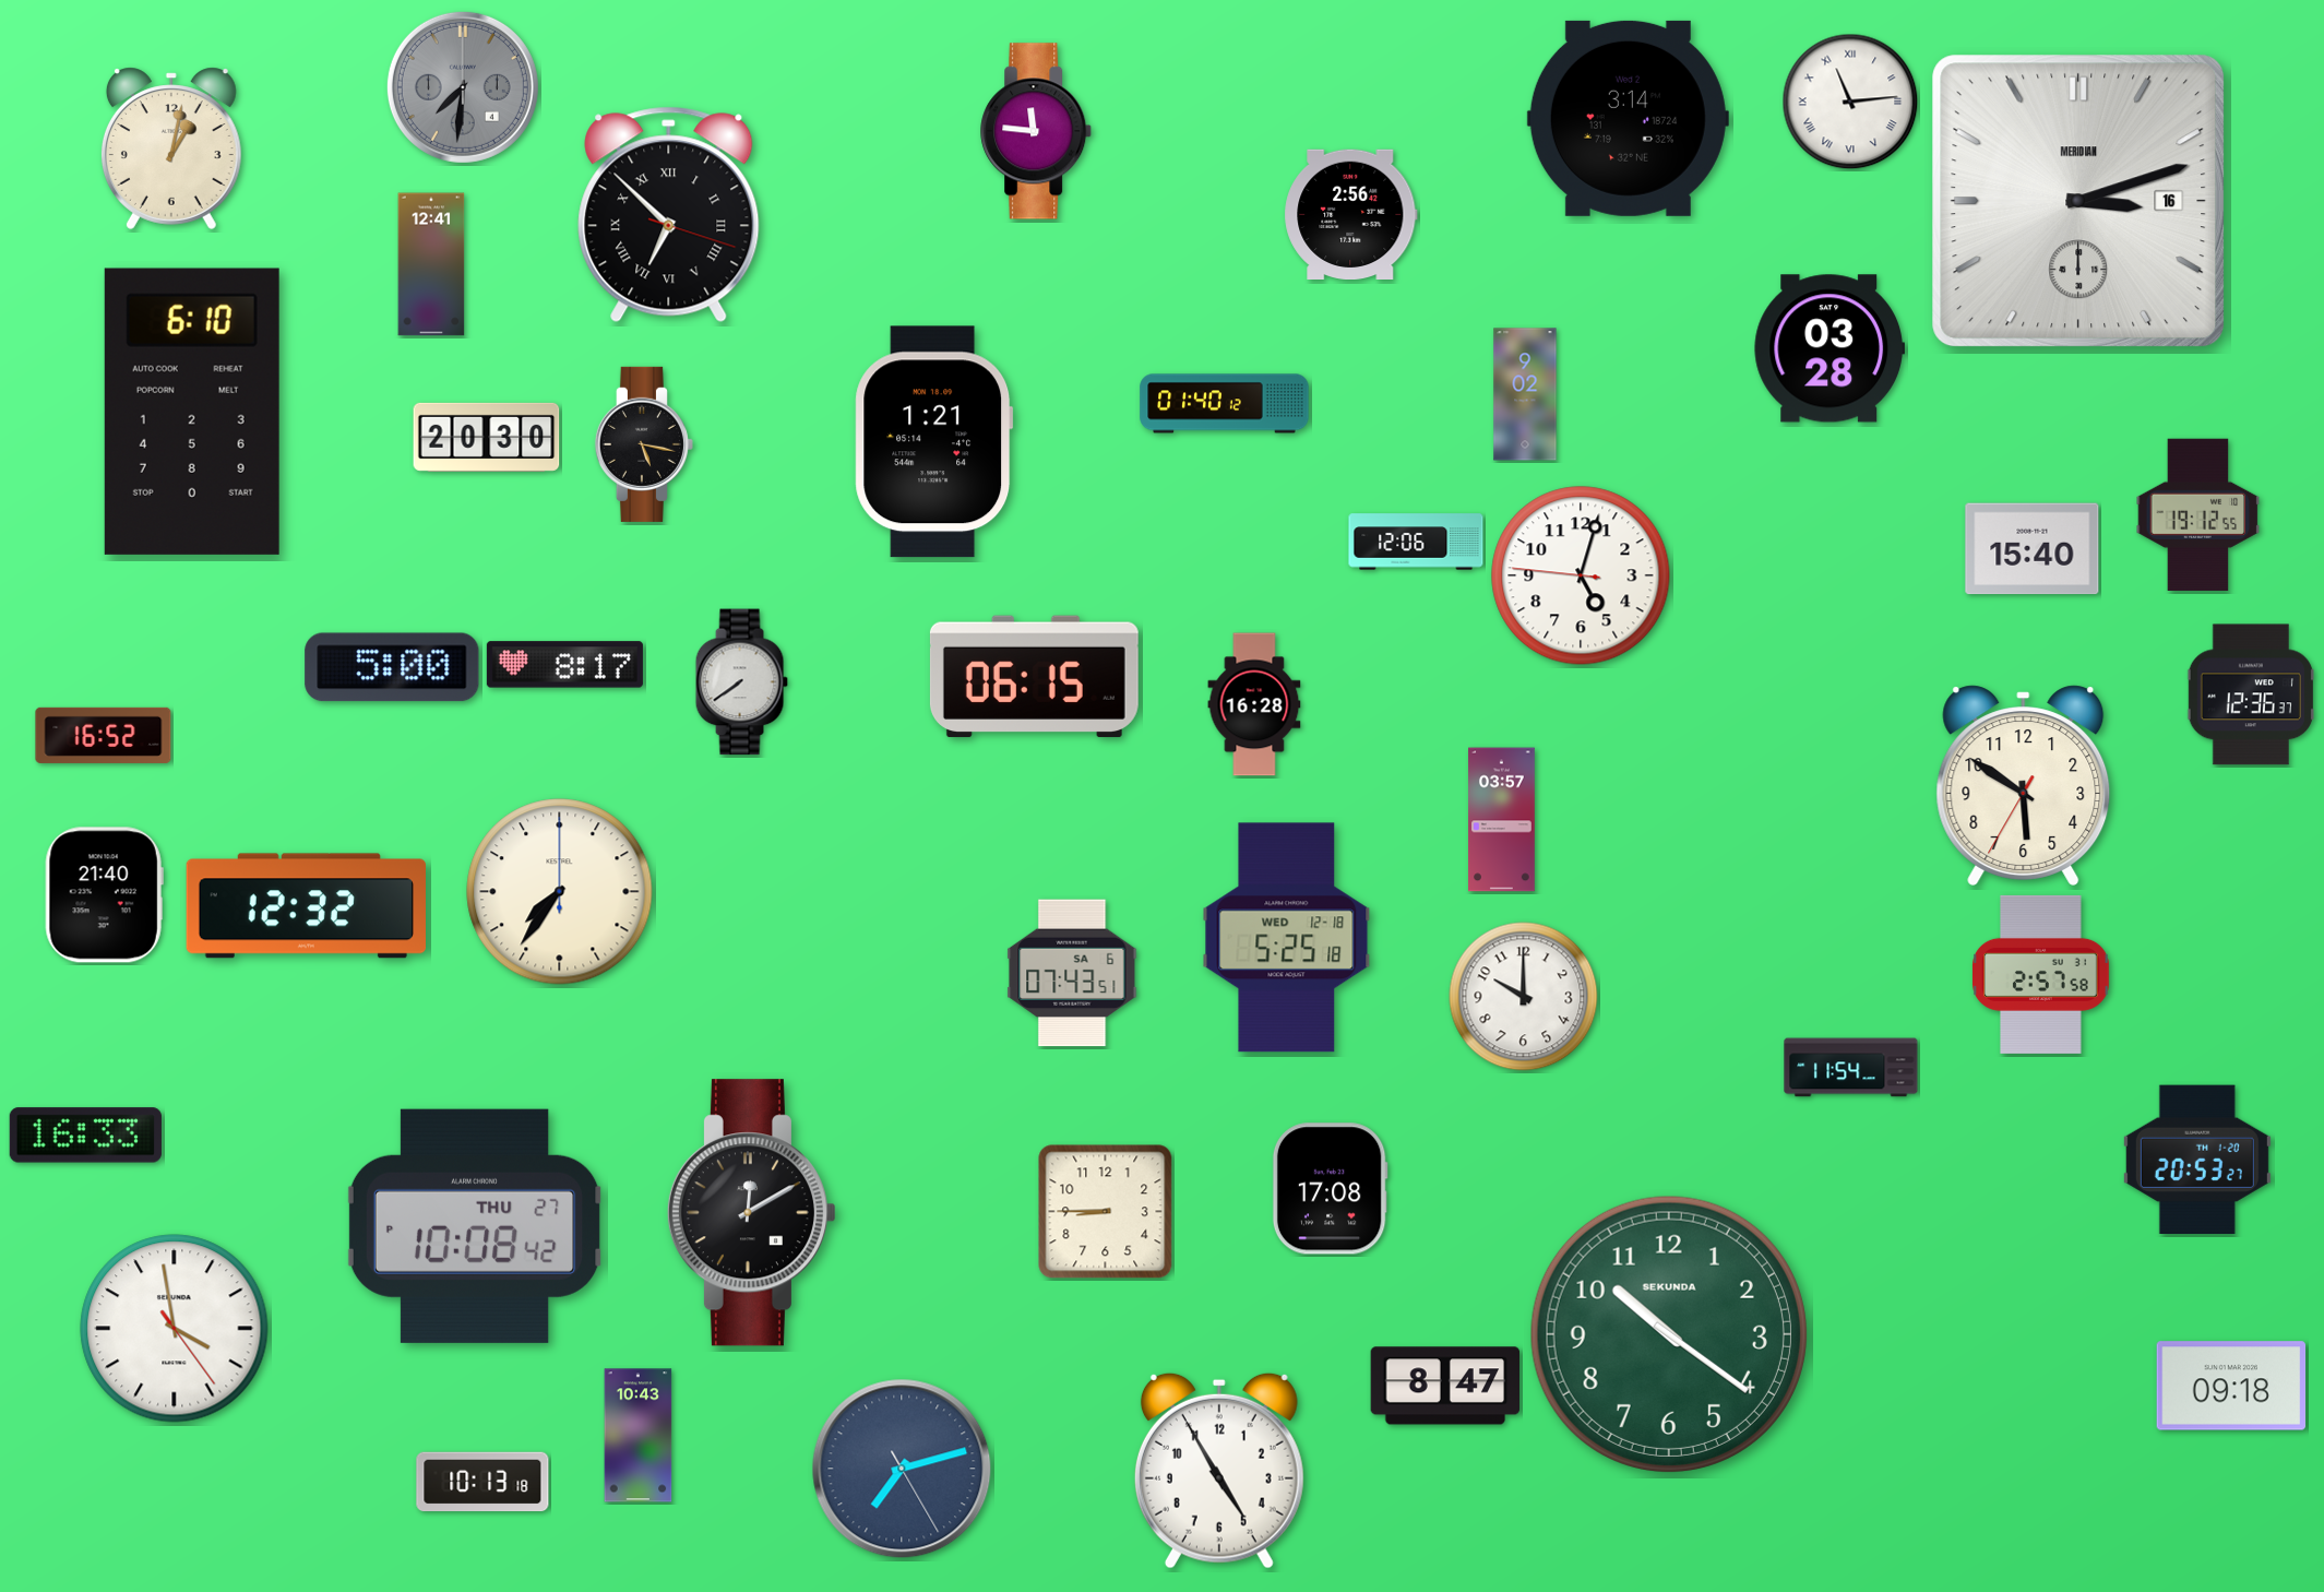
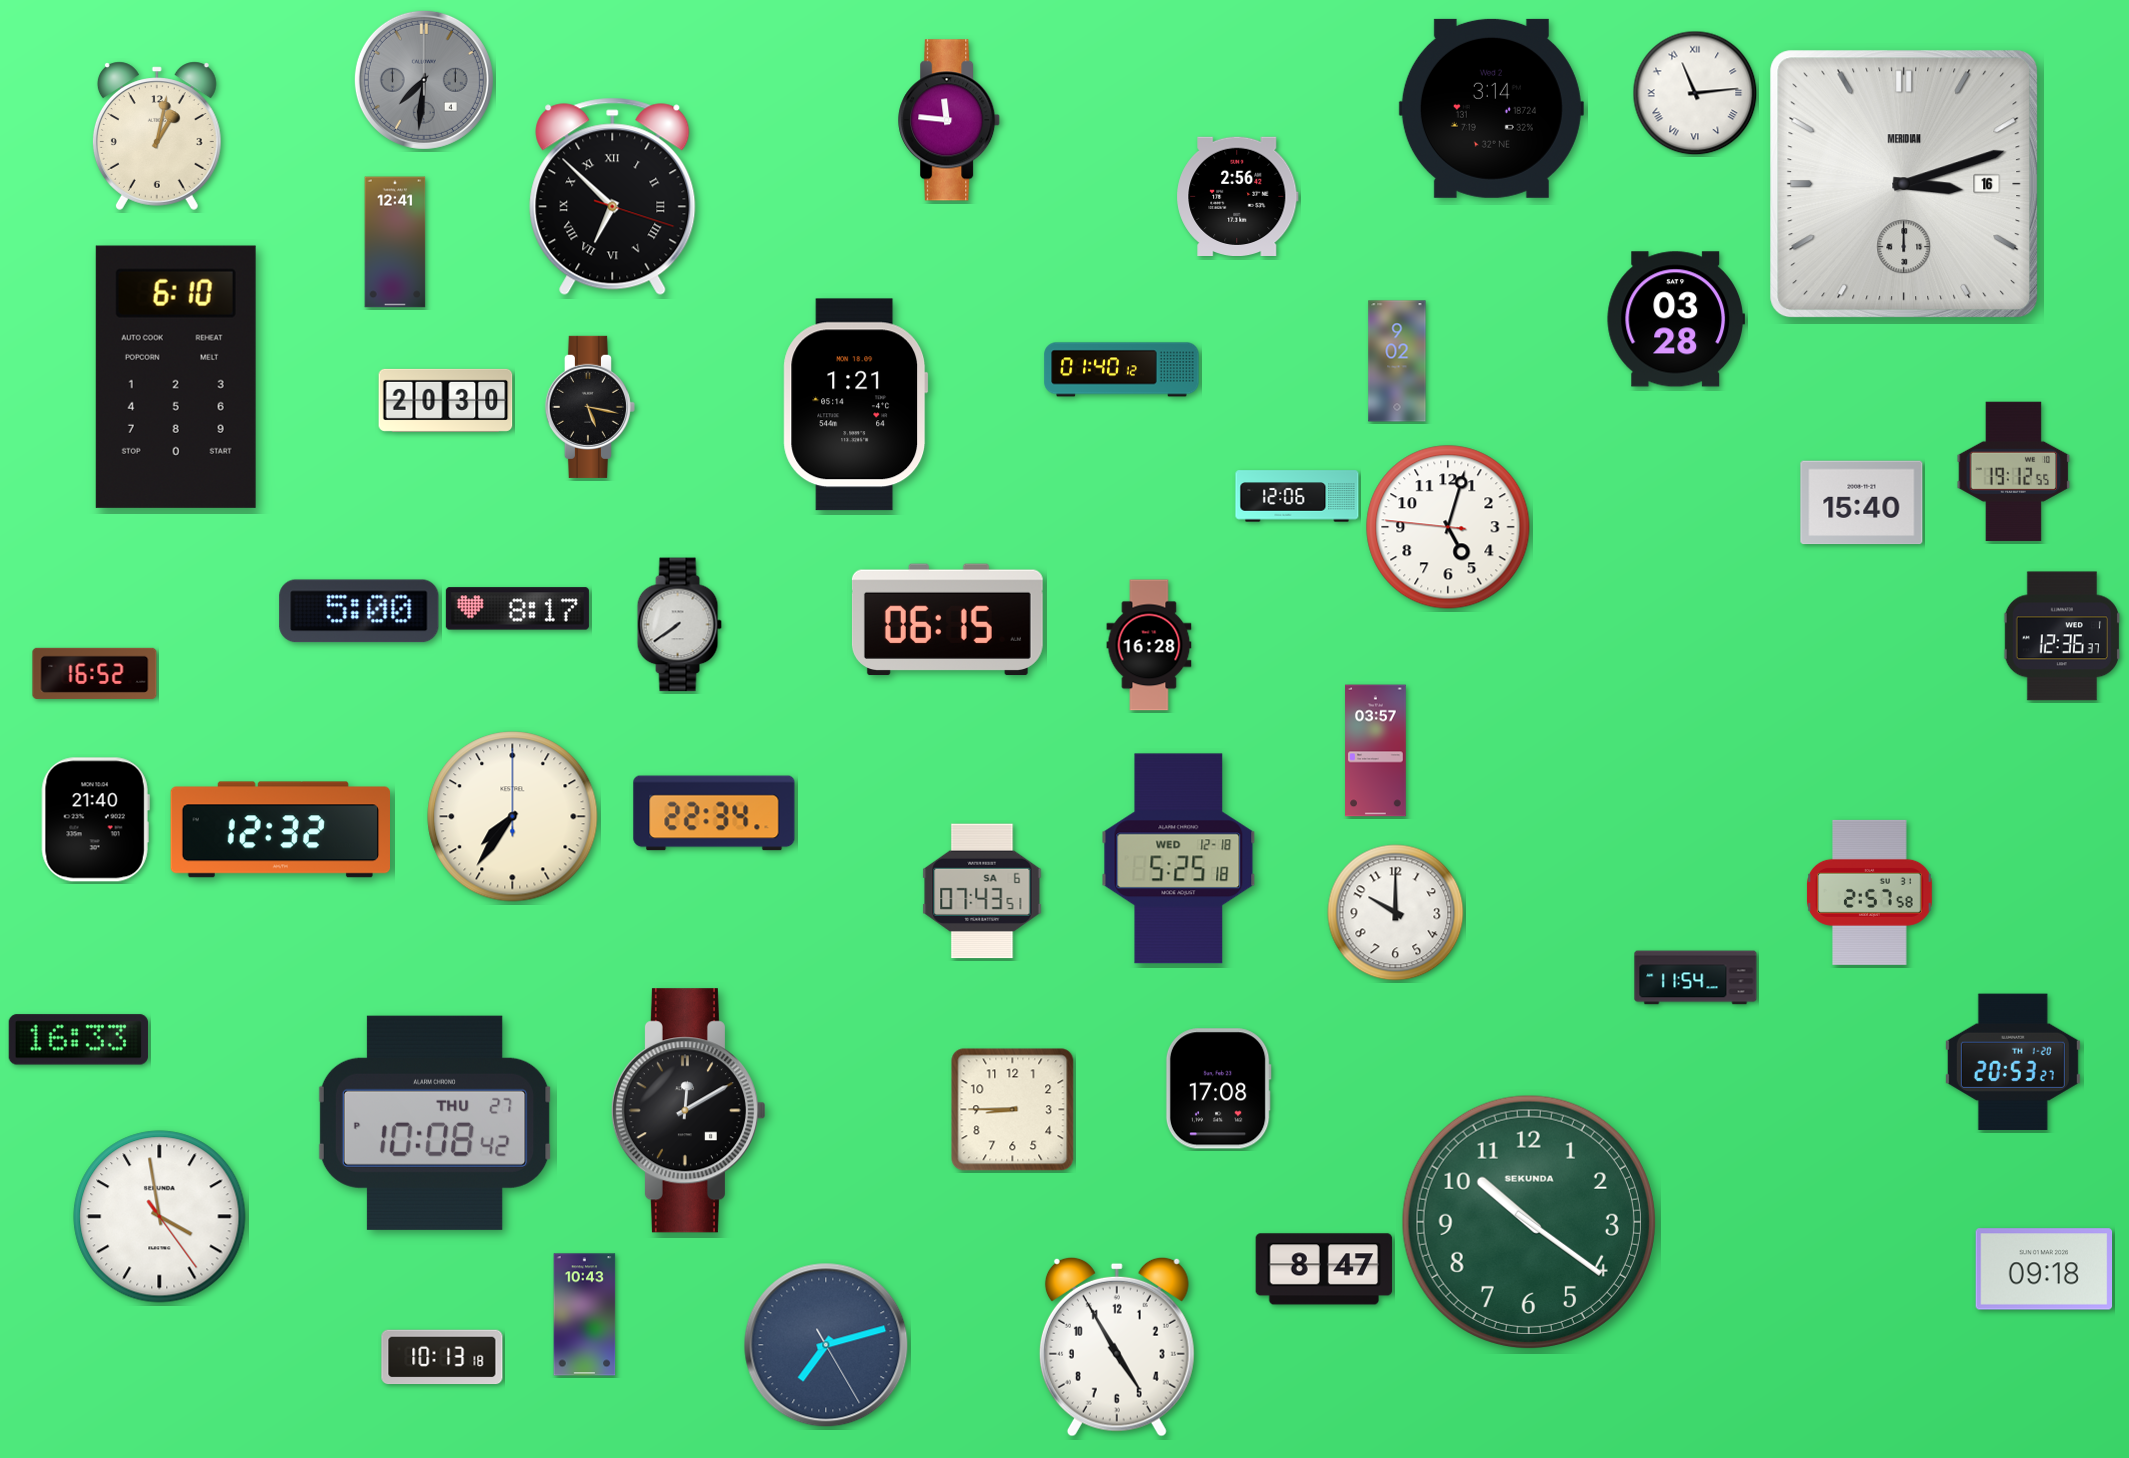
clock at (2024, 785): 5:50 -> none
clock at (714, 813): none -> 22:34
